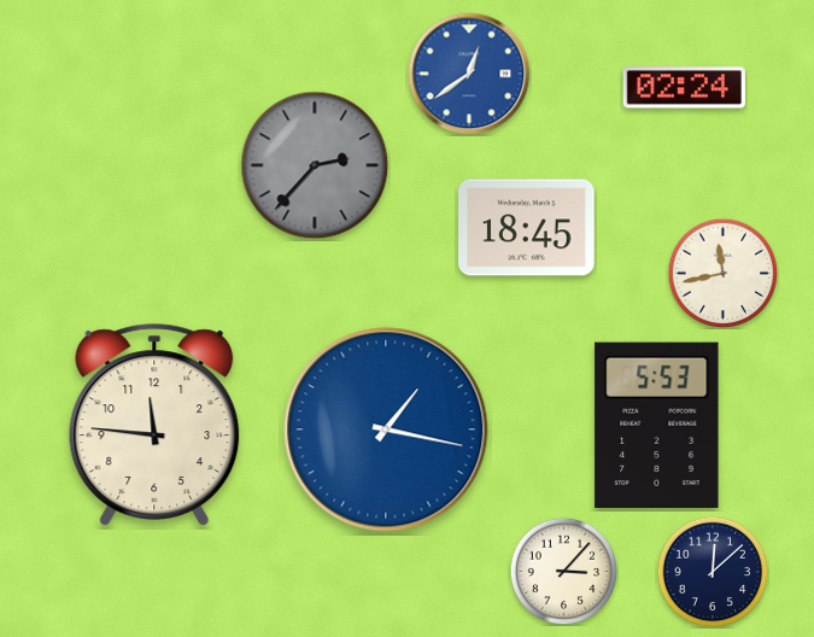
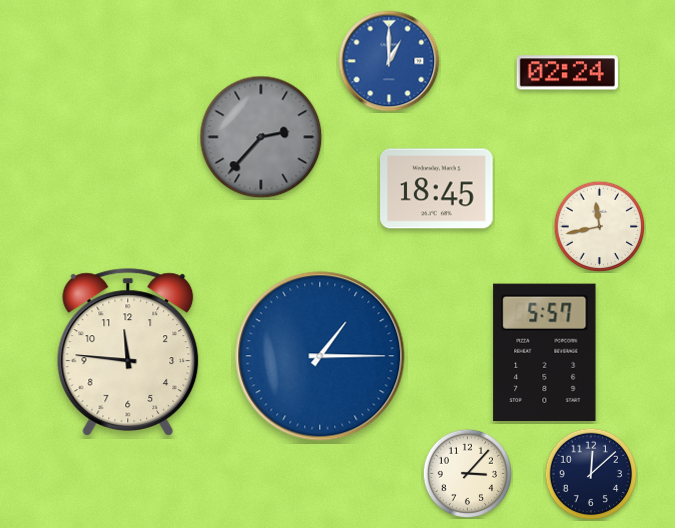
clock at (469, 74): 12:39 -> 1:00
clock at (657, 425): 5:53 -> 5:57
clock at (386, 429): 1:17 -> 1:15
